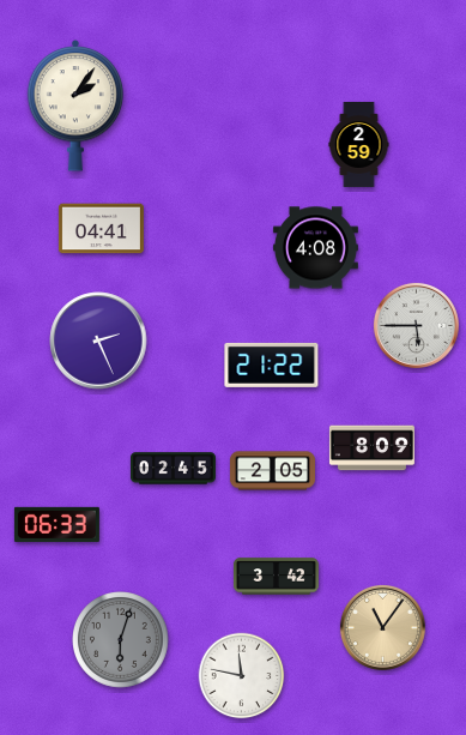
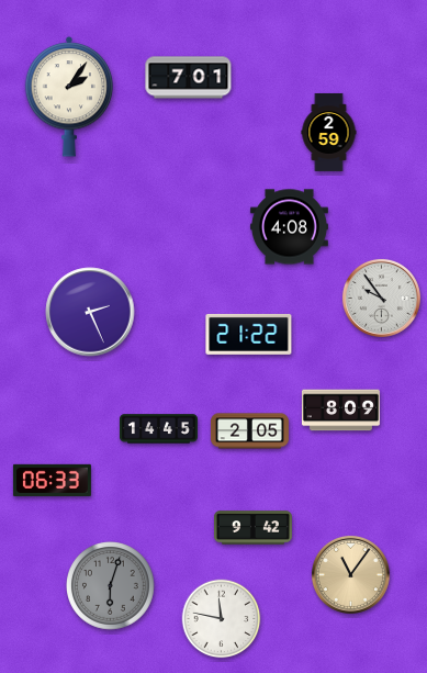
clock at (189, 78): none -> 7:01
clock at (101, 229): 04:41 -> none
clock at (416, 325): 5:45 -> 9:54
clock at (173, 469): 02:45 -> 14:45
clock at (276, 577): 3:42 -> 9:42
